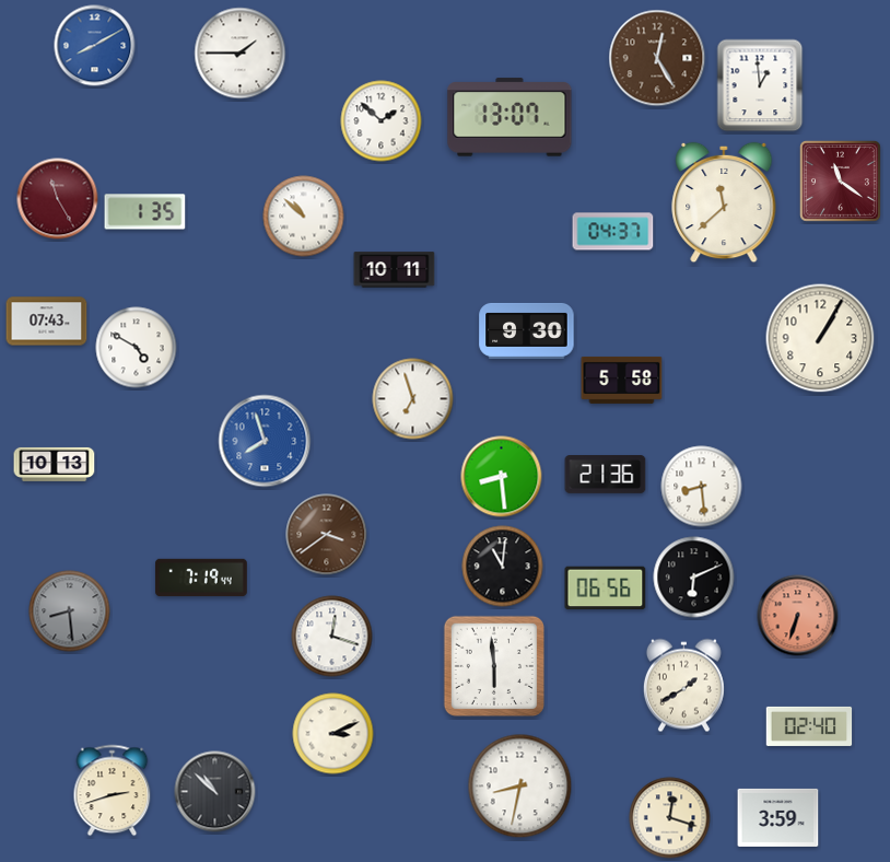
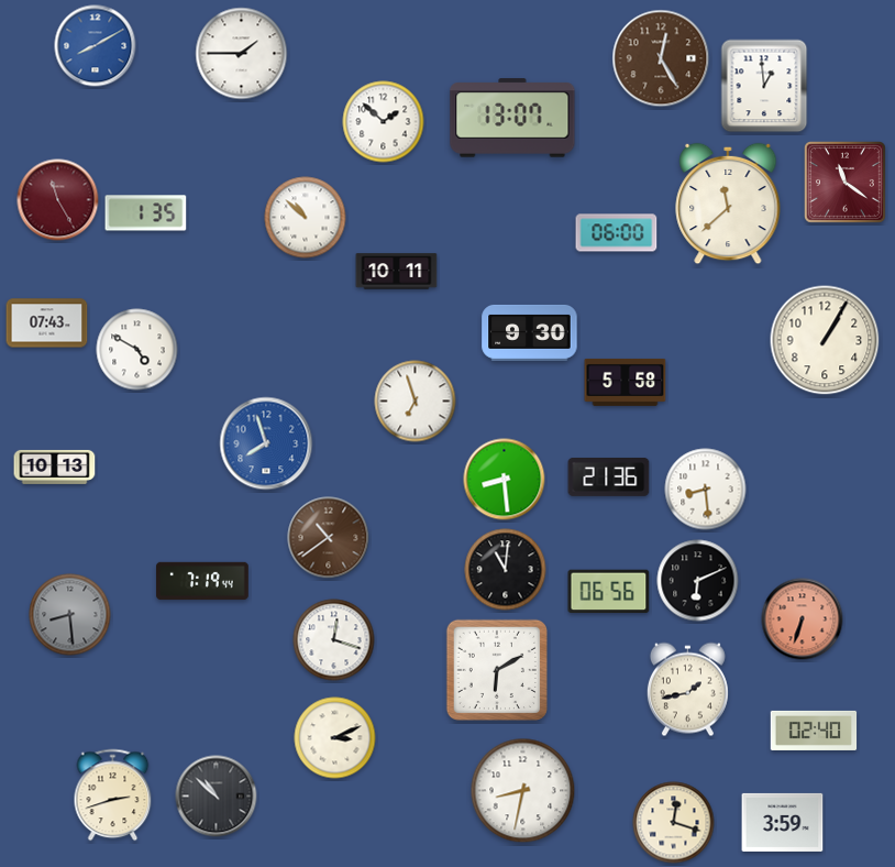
clock at (613, 232): 04:37 -> 06:00
clock at (327, 535): 3:39 -> 10:39
clock at (493, 665): 5:59 -> 6:10
clock at (683, 686): 1:40 -> 1:43
